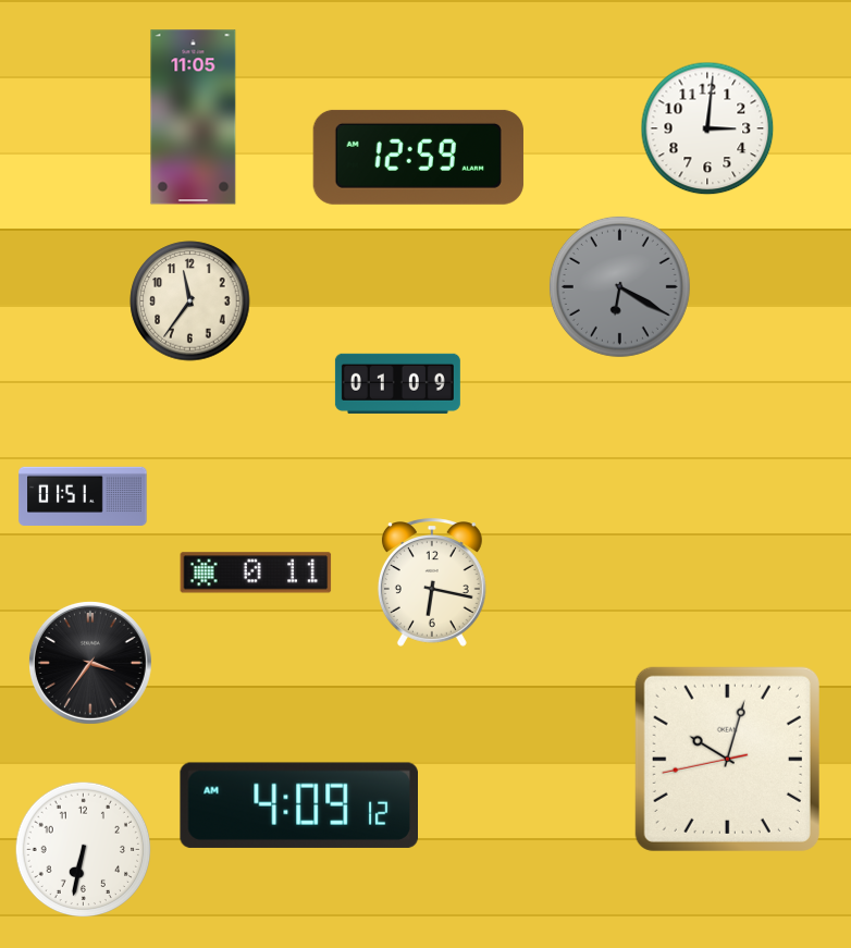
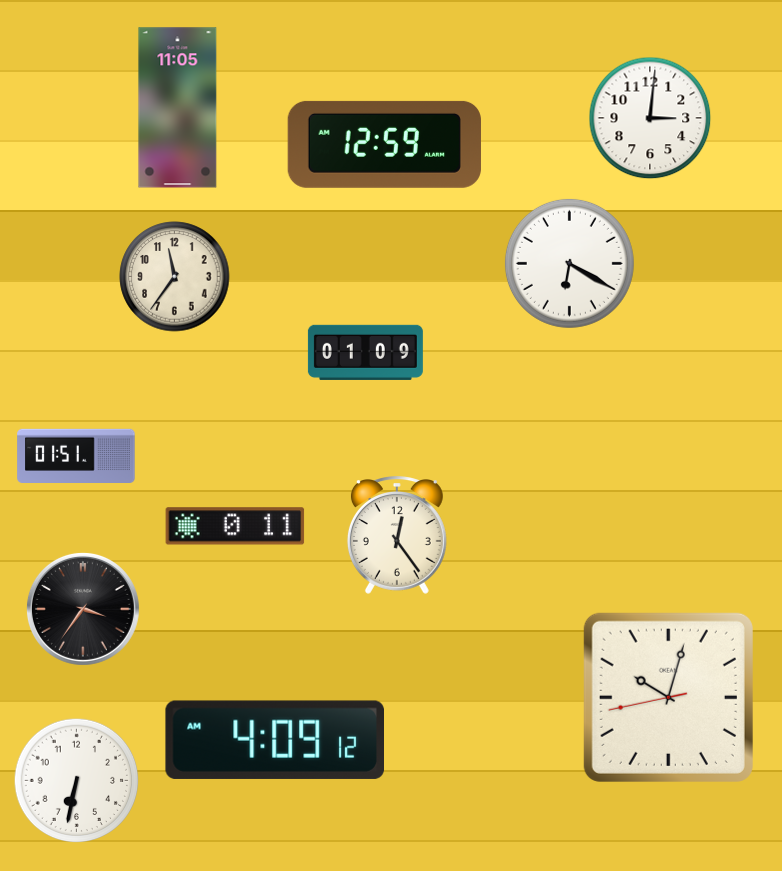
clock at (619, 286) dial: grey -> white
clock at (432, 582): 6:17 -> 12:24
